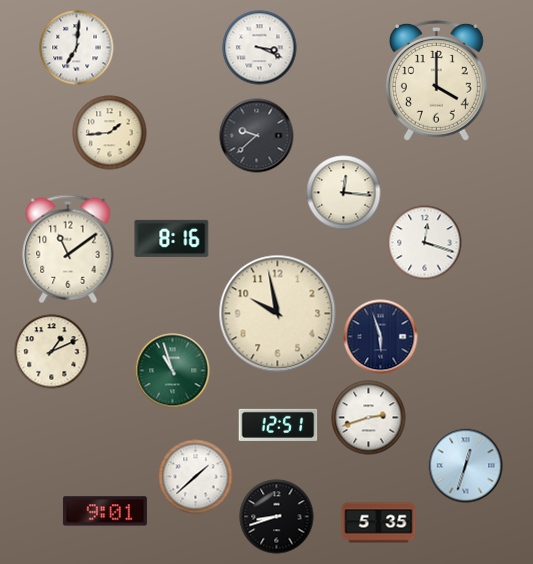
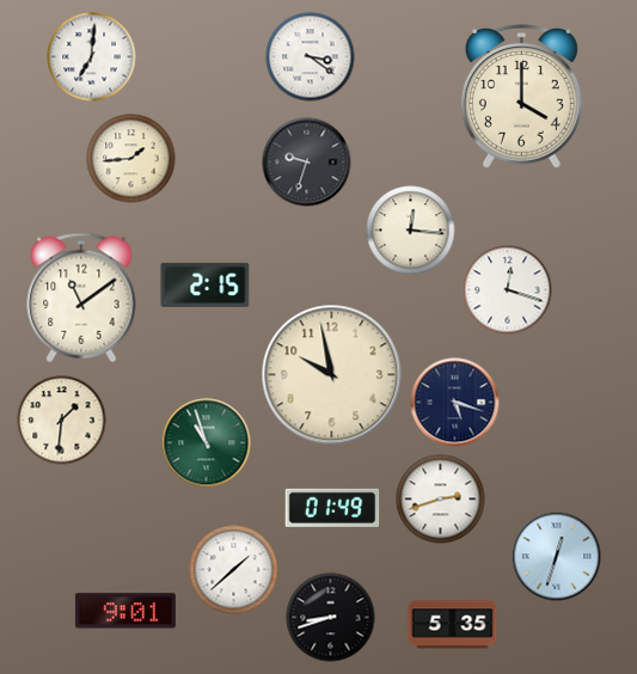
clock at (260, 48): 3:19 -> 3:21
clock at (257, 136): 9:38 -> 9:33
clock at (172, 238): 8:16 -> 2:15
clock at (381, 337): 5:57 -> 5:18
clock at (52, 352): 1:11 -> 1:31
clock at (278, 425): 12:51 -> 01:49
